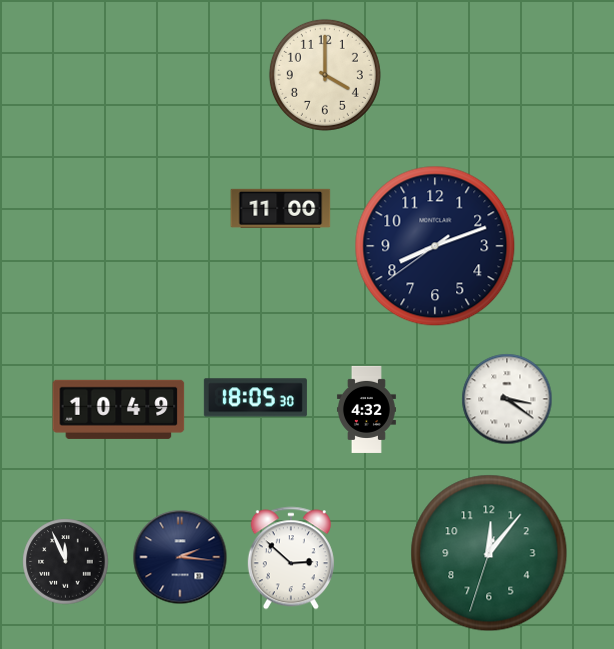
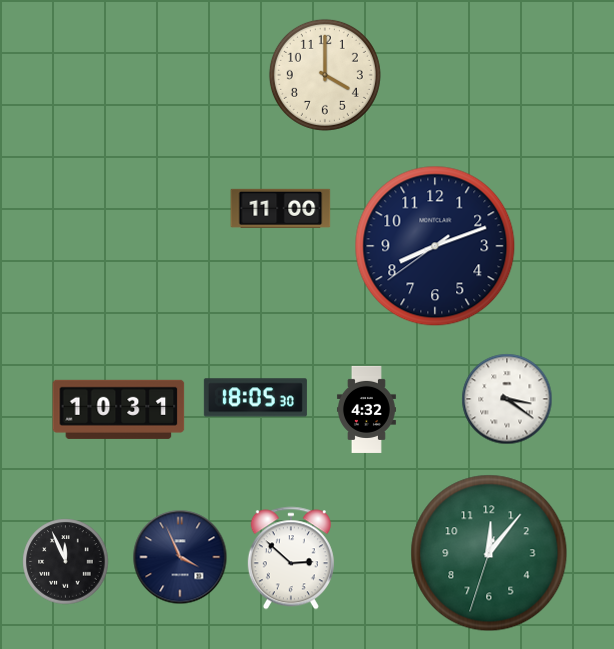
clock at (119, 409): 10:49 -> 10:31
clock at (180, 557): 2:16 -> 3:56
